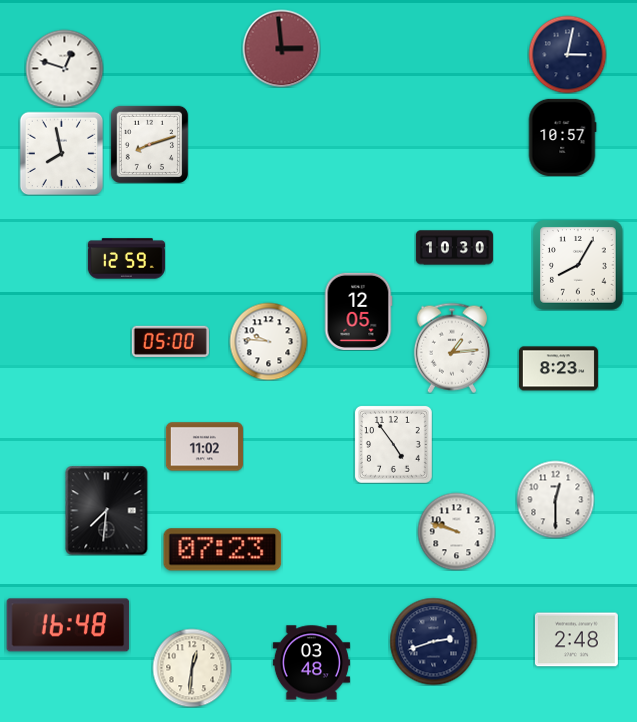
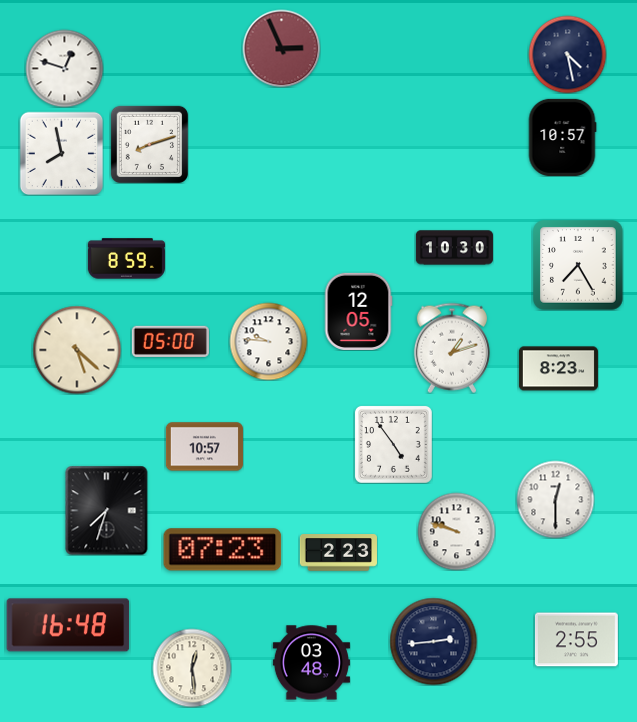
clock at (281, 48): 2:59 -> 2:56
clock at (567, 54): 3:02 -> 4:28
clock at (126, 259): 12:59 -> 8:59
clock at (579, 266): 8:05 -> 7:25
clock at (452, 348): 1:14 -> 1:12
clock at (77, 350): none -> 5:22
clock at (204, 447): 11:02 -> 10:57
clock at (107, 510): 7:31 -> 7:33
clock at (338, 553): none -> 2:23
clock at (576, 640): 2:48 -> 2:55
clock at (433, 641): 2:42 -> 2:44
clock at (192, 668): 12:31 -> 12:29
